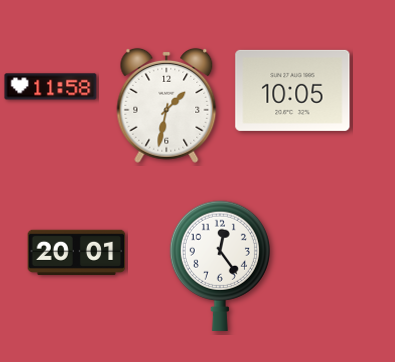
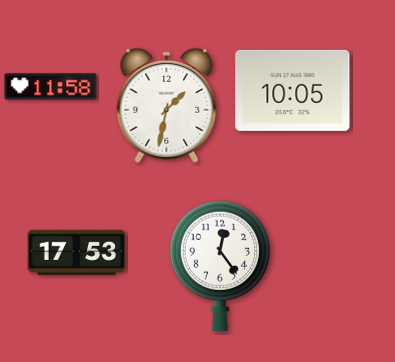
clock at (77, 252): 20:01 -> 17:53
